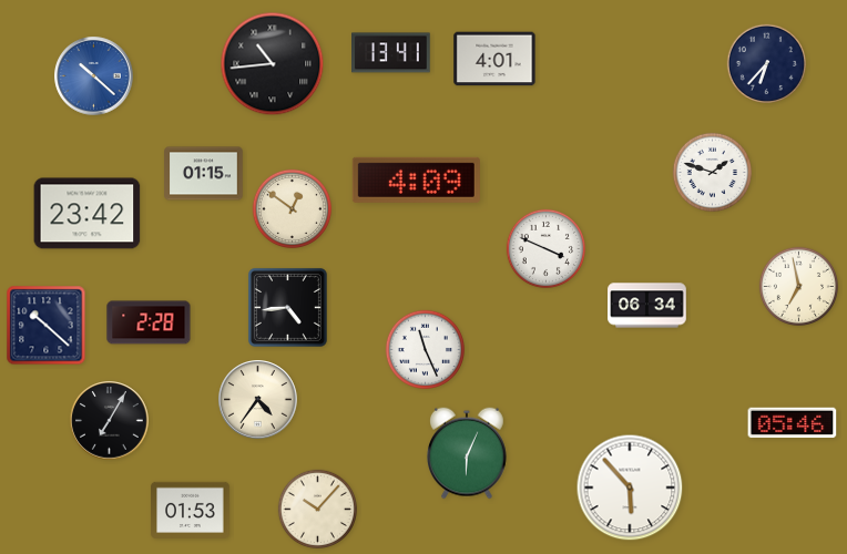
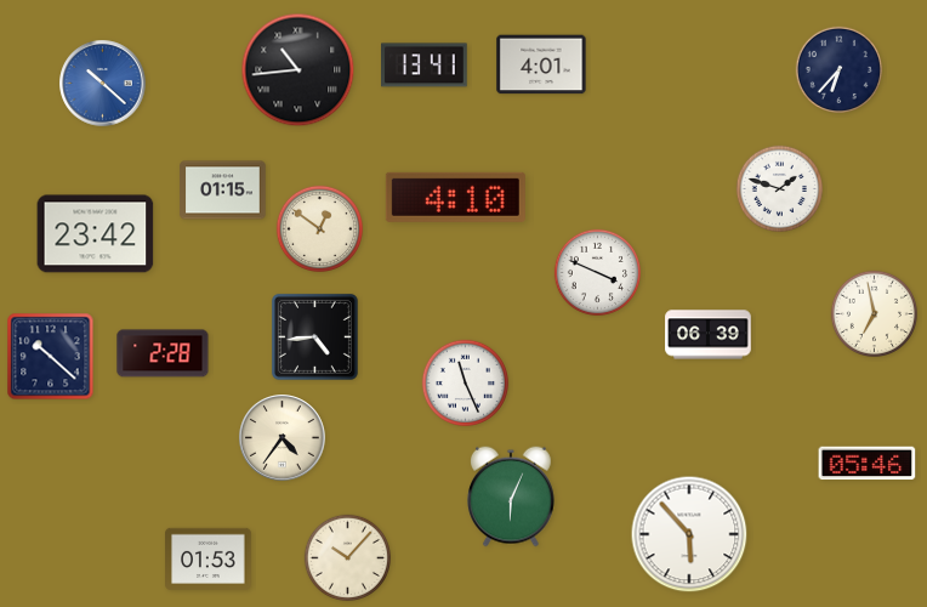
clock at (391, 53) position: (391, 53) -> (425, 66)
clock at (416, 179): 4:09 -> 4:10
clock at (647, 306): 06:34 -> 06:39
clock at (110, 421): 7:05 -> none
